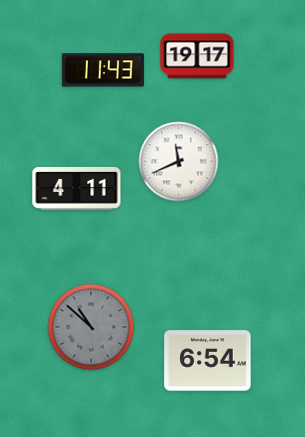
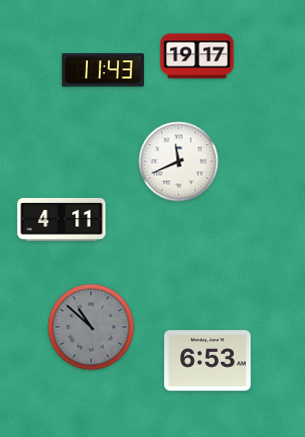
clock at (77, 188) position: (77, 188) -> (62, 219)
clock at (208, 361): 6:54 -> 6:53
